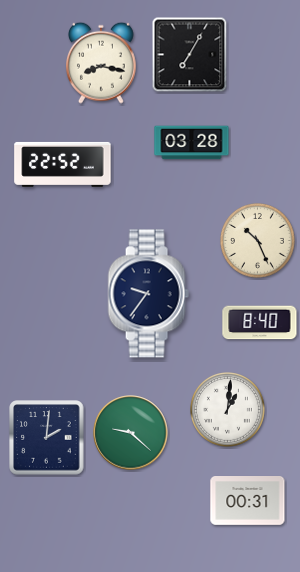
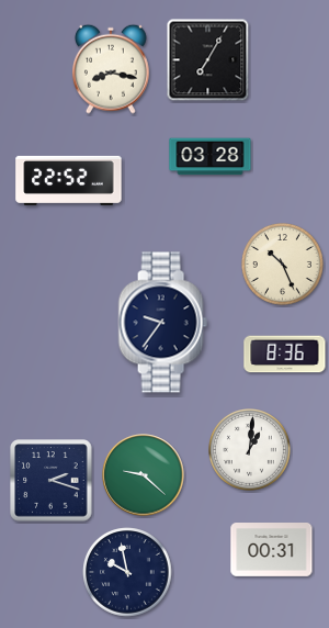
clock at (260, 323): 8:40 -> 8:36
clock at (47, 438): 2:01 -> 2:18
clock at (127, 572): none -> 9:58
